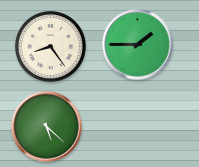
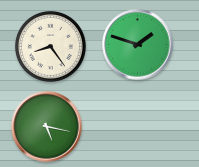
clock at (138, 45): 1:45 -> 1:48
clock at (47, 127): 5:22 -> 5:17
